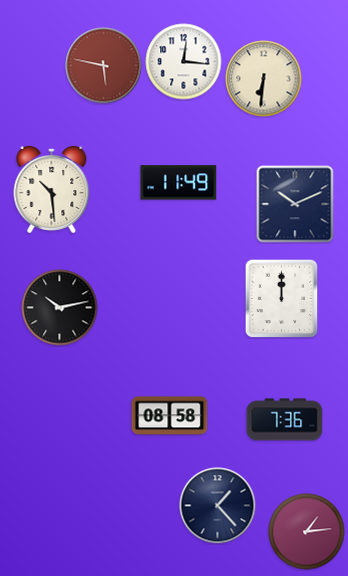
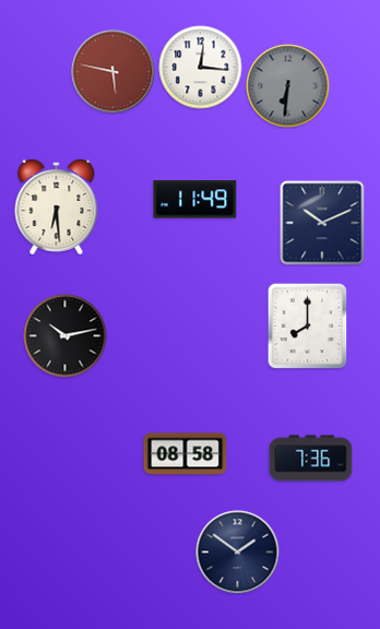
clock at (264, 79) dial: cream -> grey
clock at (52, 189): 10:29 -> 6:29
clock at (282, 298): 12:00 -> 8:00
clock at (218, 506): 1:23 -> 1:51
clock at (307, 532): 1:14 -> none
